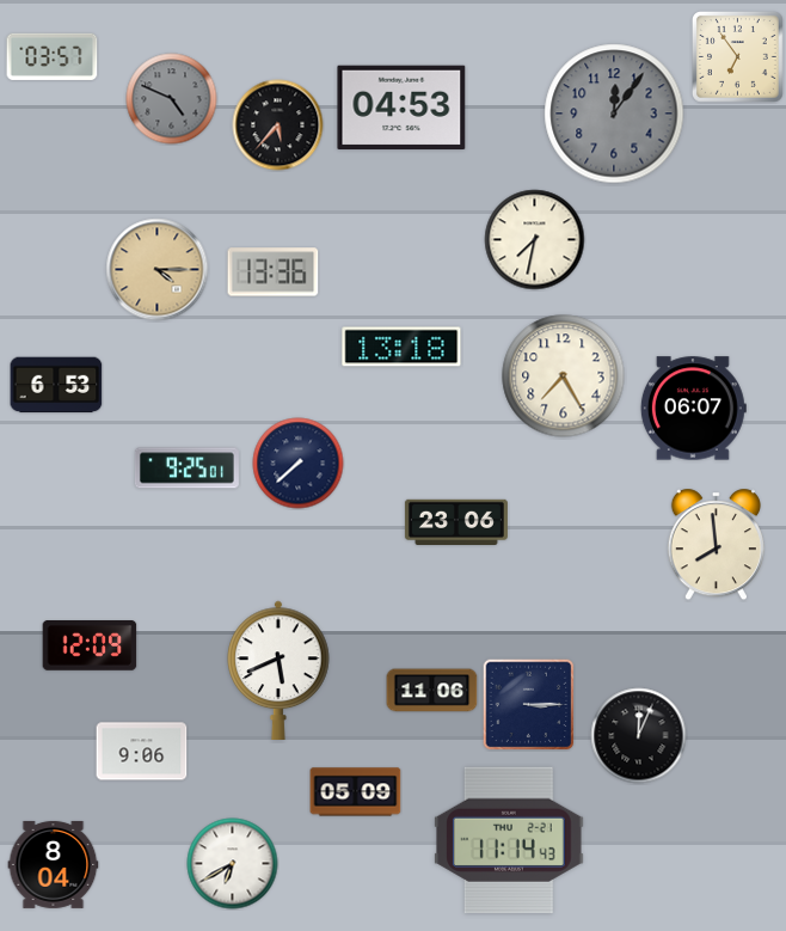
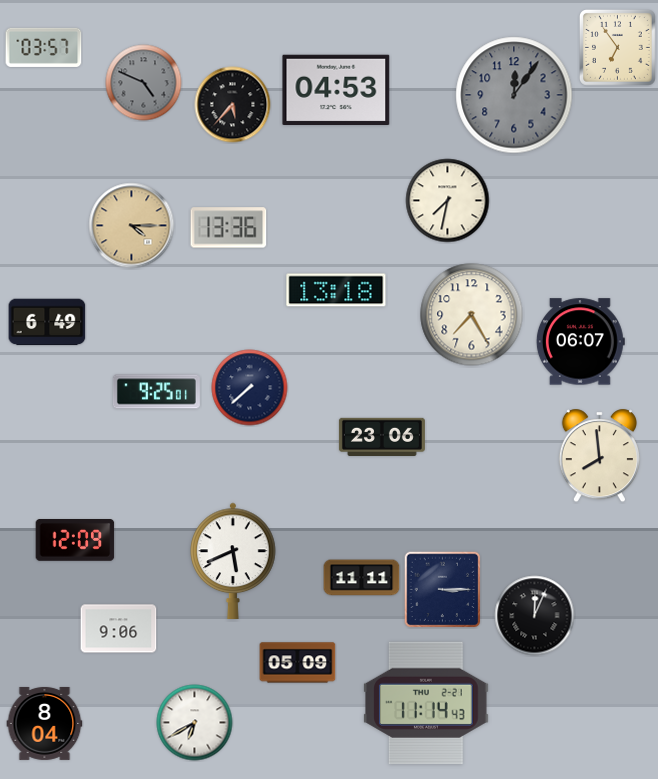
clock at (56, 385): 6:53 -> 6:49
clock at (432, 691): 11:06 -> 11:11
